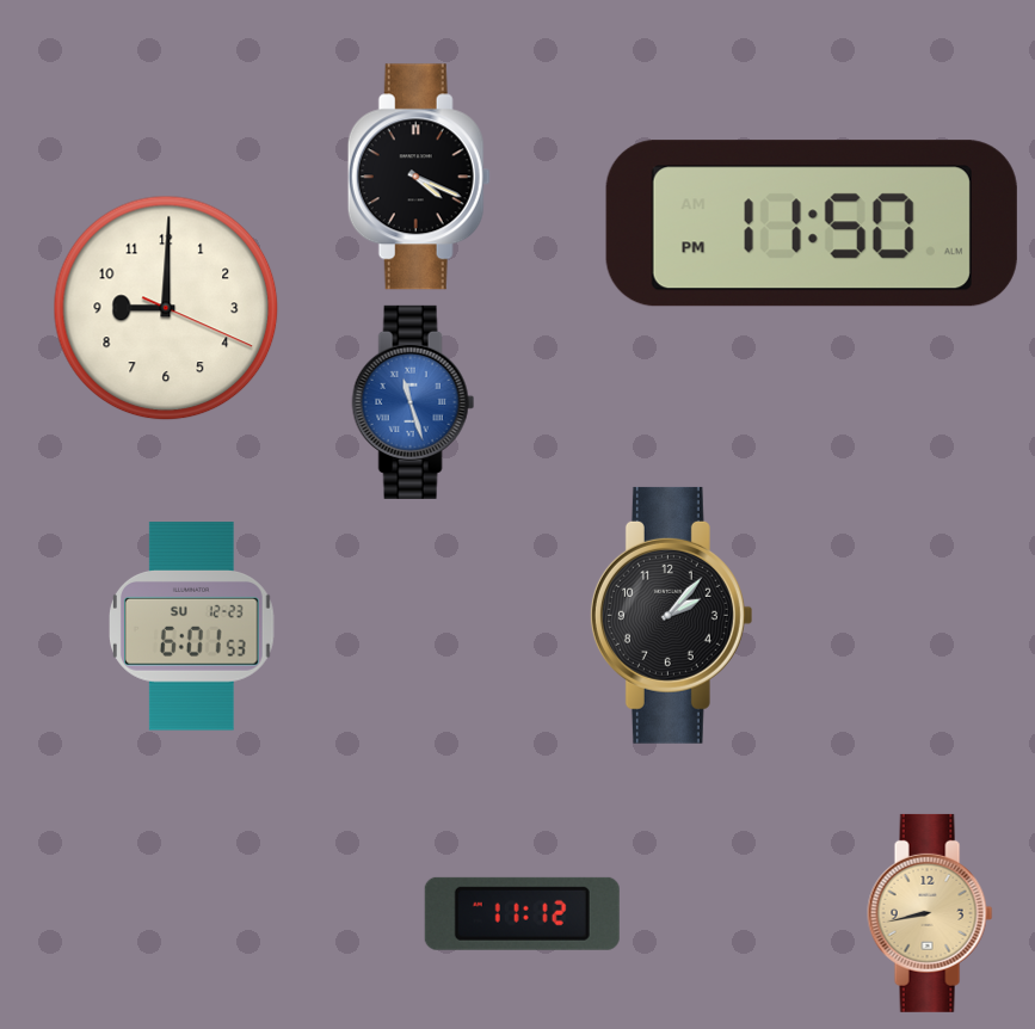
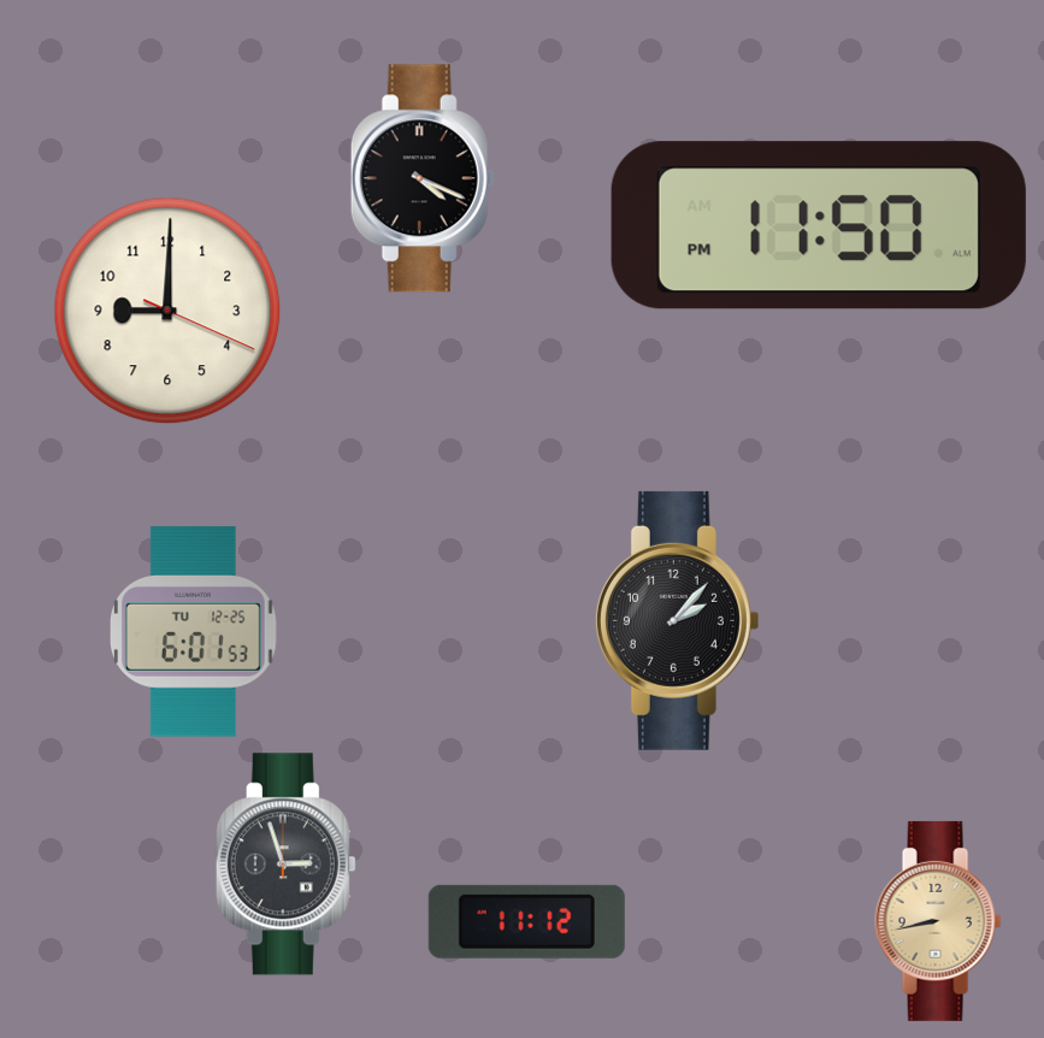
clock at (413, 402): 11:27 -> none
clock at (192, 627) date: SU 12-23 -> TU 12-25
clock at (285, 865): none -> 2:57
